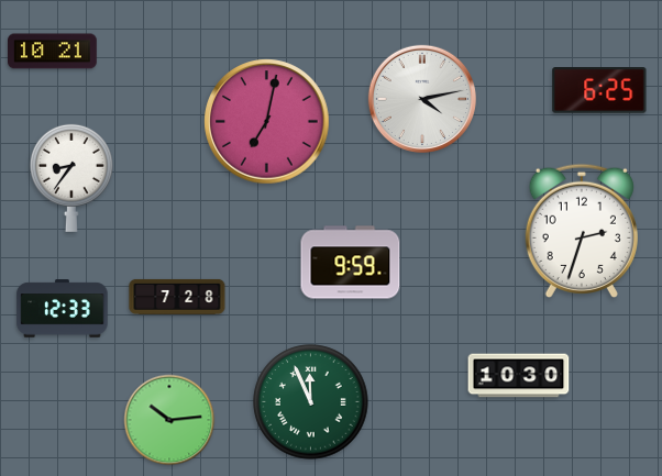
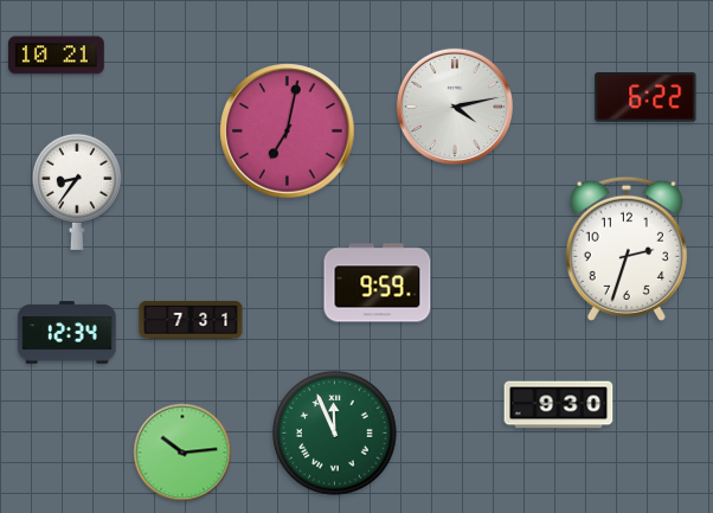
clock at (599, 91): 6:25 -> 6:22
clock at (177, 297): 7:28 -> 7:31
clock at (63, 309): 12:33 -> 12:34
clock at (519, 376): 10:30 -> 9:30
